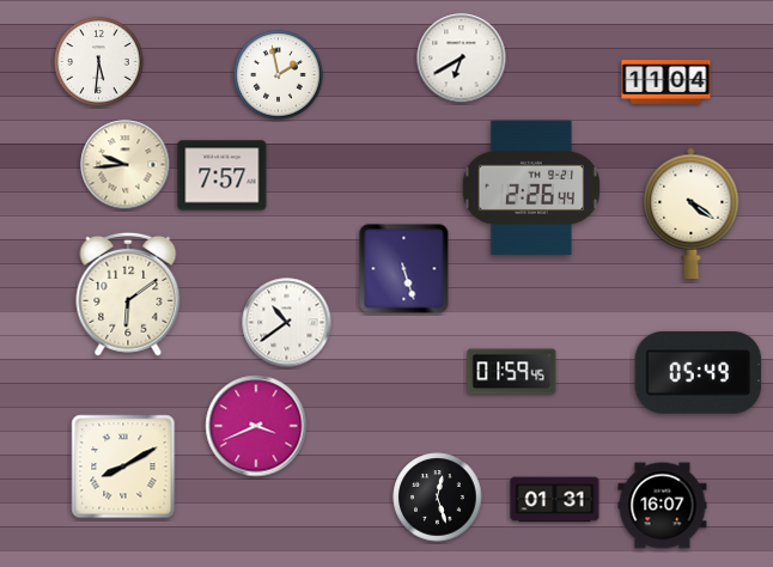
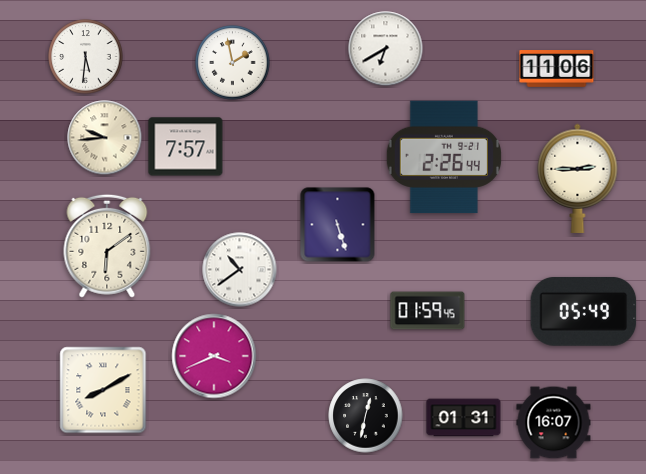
clock at (99, 62) position: (99, 62) -> (86, 57)
clock at (667, 83): 11:04 -> 11:06
clock at (692, 213): 4:21 -> 2:45
clock at (438, 498): 12:27 -> 12:32
